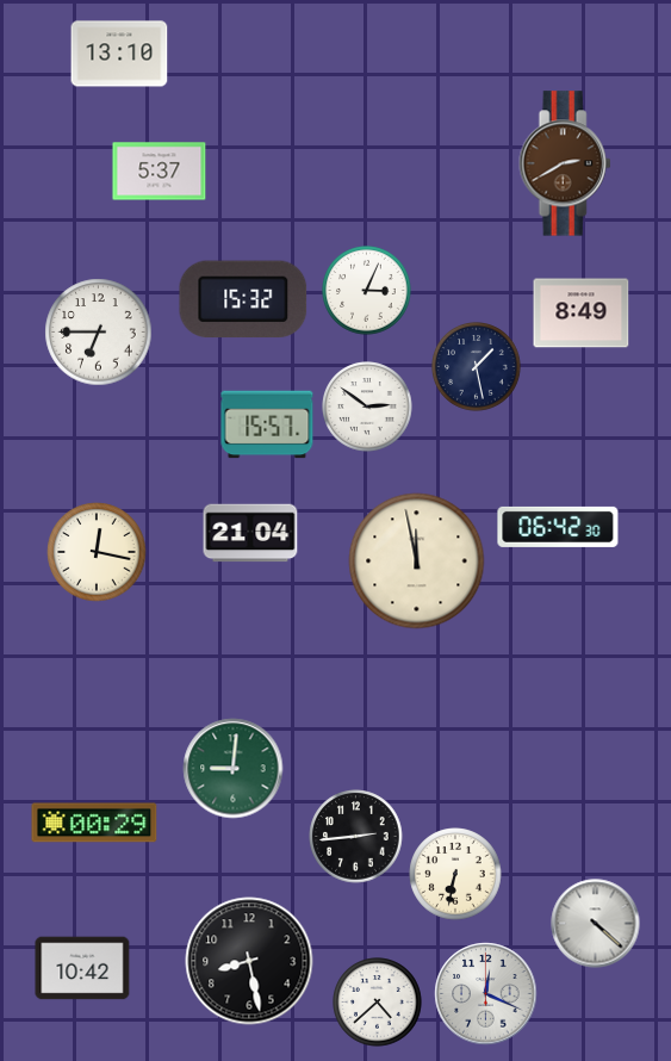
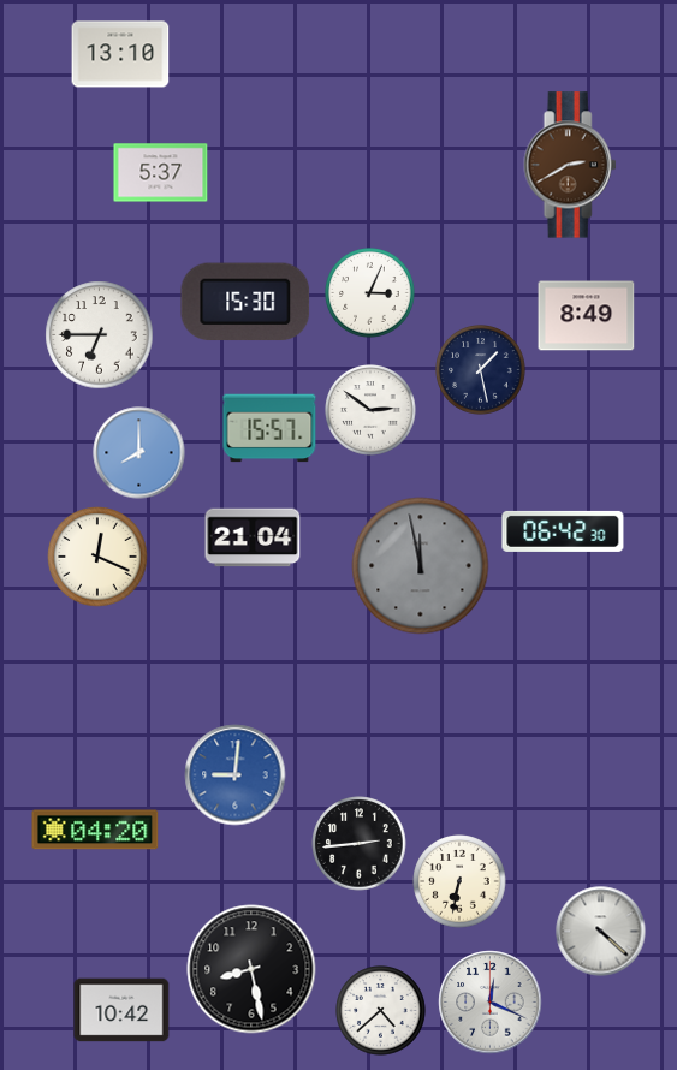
clock at (243, 299): 15:32 -> 15:30
clock at (139, 453): none -> 8:00
clock at (97, 552): 12:17 -> 12:19
clock at (417, 561) dial: cream -> grey
clock at (234, 769) dial: green -> blue
clock at (94, 823): 00:29 -> 04:20
clock at (82, 968) position: (82, 968) -> (121, 1010)
